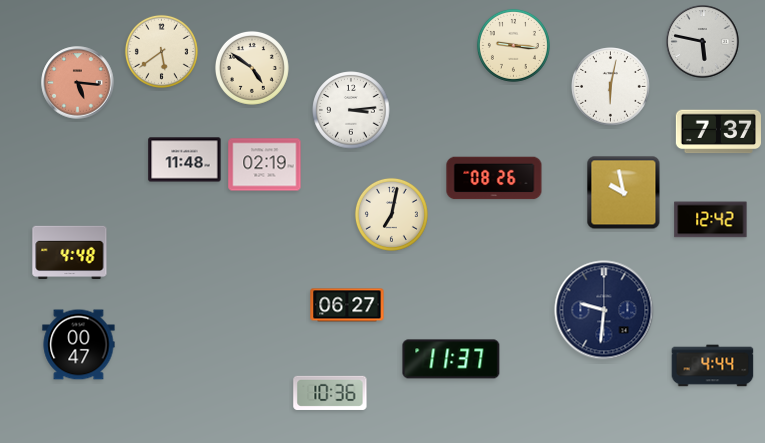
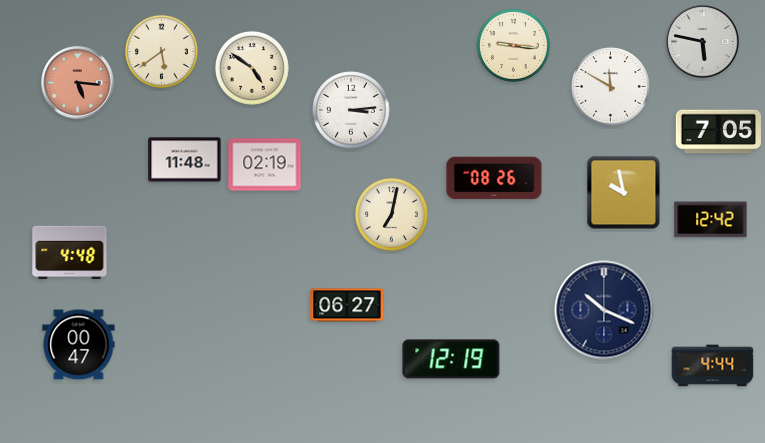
clock at (611, 87): 6:02 -> 11:50
clock at (718, 132): 7:37 -> 7:05
clock at (604, 310): 9:31 -> 10:19
clock at (451, 359): 11:37 -> 12:19
clock at (330, 393): 10:36 -> none
